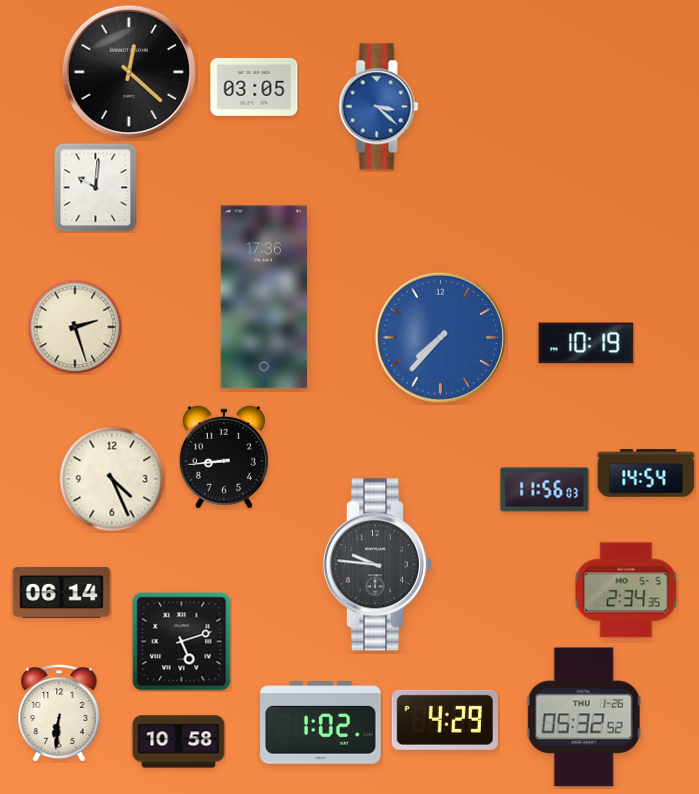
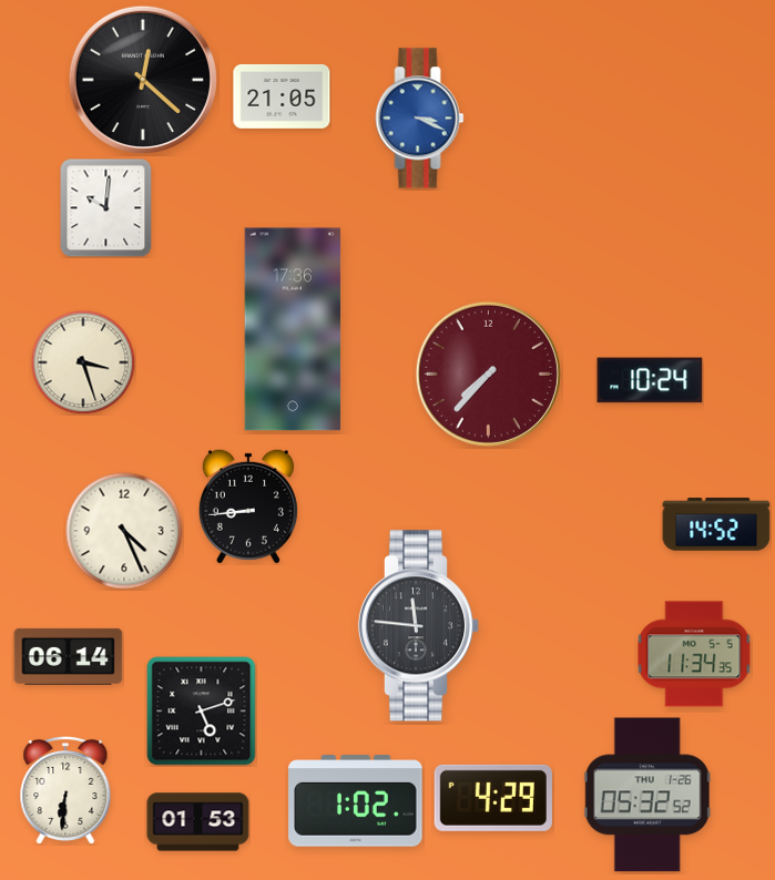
clock at (254, 87): 03:05 -> 21:05
clock at (379, 107): 3:22 -> 3:19
clock at (75, 327): 2:27 -> 3:27
clock at (440, 337) dial: blue -> burgundy
clock at (586, 343): 10:19 -> 10:24
clock at (646, 473): 14:54 -> 14:52
clock at (545, 490): 11:56 -> none
clock at (378, 565): 9:46 -> 11:46
clock at (626, 590): 2:34 -> 11:34
clock at (179, 742): 10:58 -> 01:53
